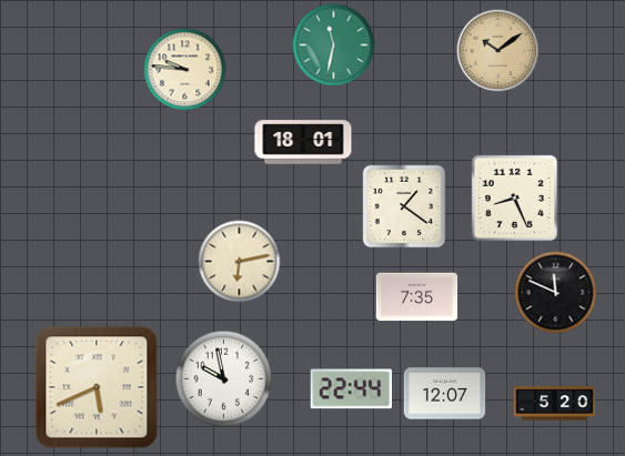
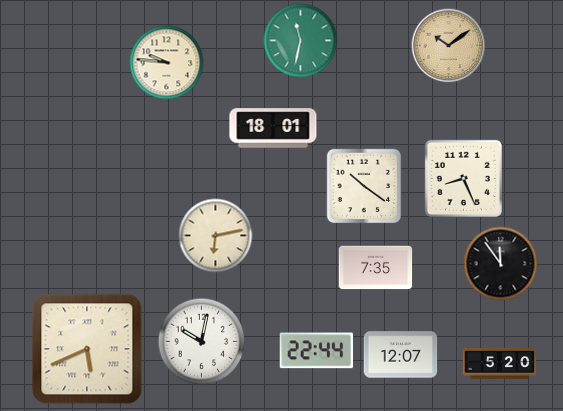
clock at (404, 206): 1:21 -> 10:21
clock at (556, 293): 11:49 -> 11:54
clock at (224, 379): 9:58 -> 10:02
